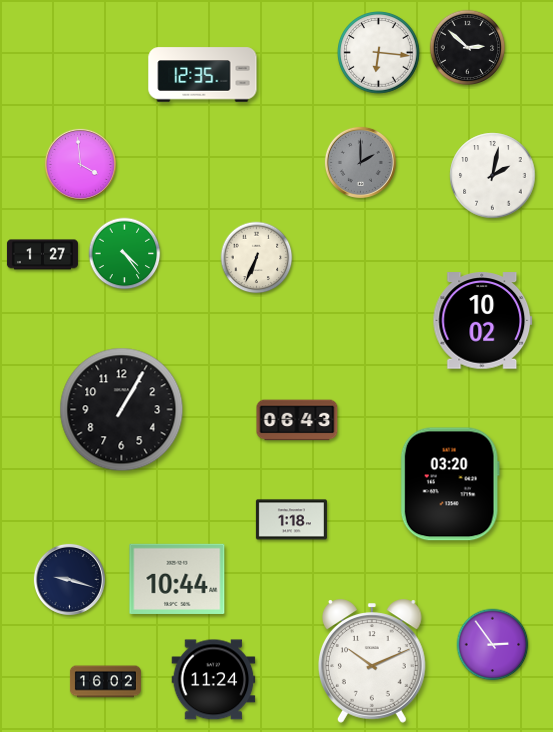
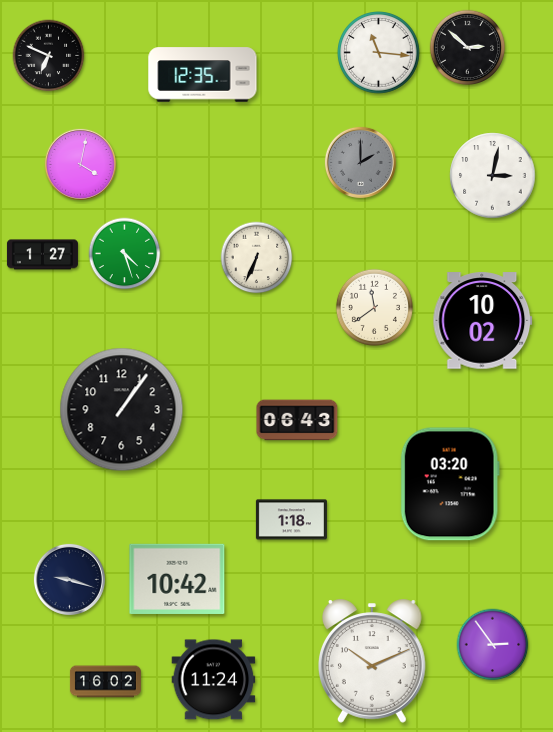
clock at (379, 53): 6:16 -> 11:16
clock at (49, 56): none -> 6:49
clock at (80, 164): 3:59 -> 4:02
clock at (493, 176): 2:02 -> 3:02
clock at (125, 254): 4:24 -> 4:27
clock at (374, 307): none -> 11:39
clock at (122, 410): 1:05 -> 1:06
clock at (177, 579): 10:44 -> 10:42
